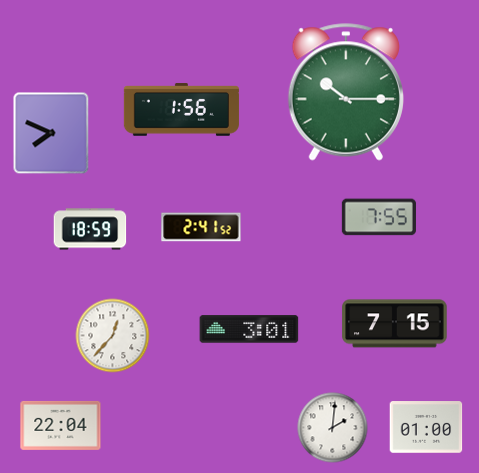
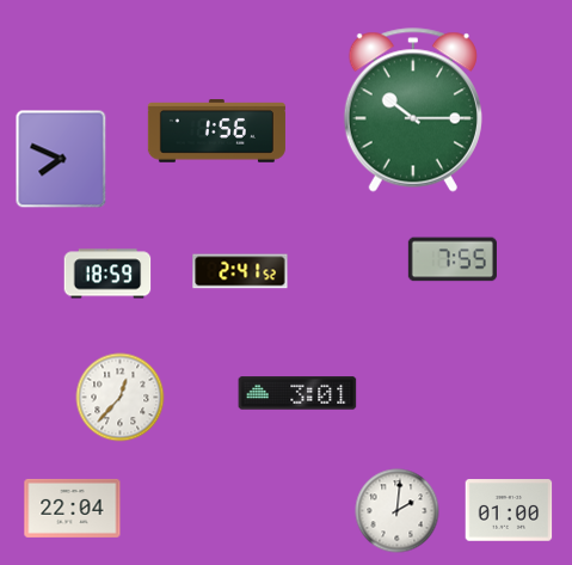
clock at (395, 324): 7:15 -> none
clock at (113, 336) position: (113, 336) -> (121, 398)
